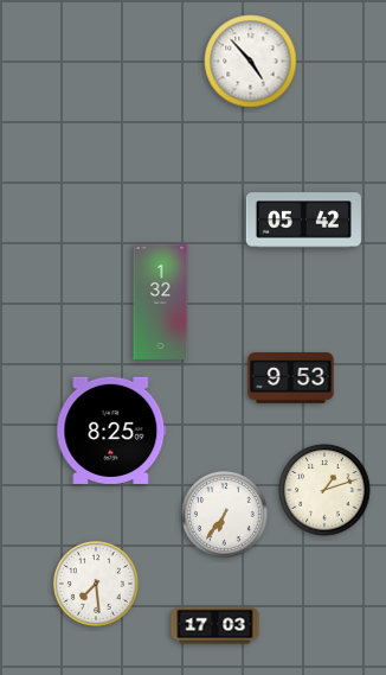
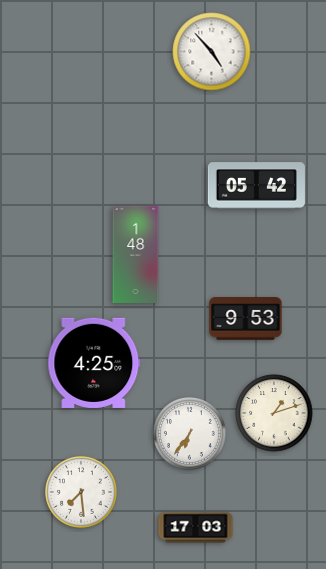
clock at (161, 301): 1:32 -> 1:48
clock at (111, 431): 8:25 -> 4:25
clock at (215, 626) position: (215, 626) -> (196, 528)
